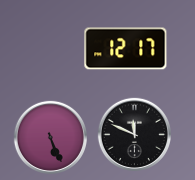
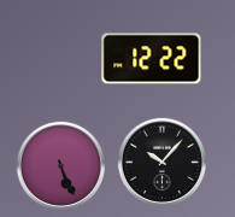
clock at (126, 49): 12:17 -> 12:22
clock at (134, 134): 11:49 -> 10:07
